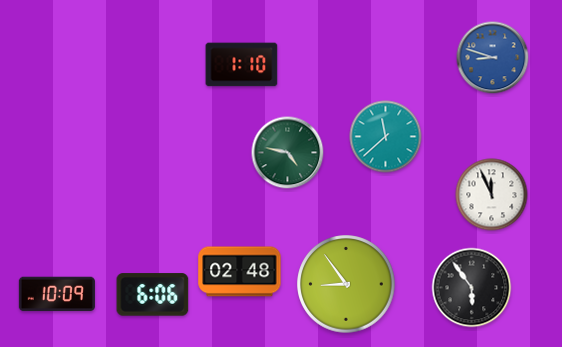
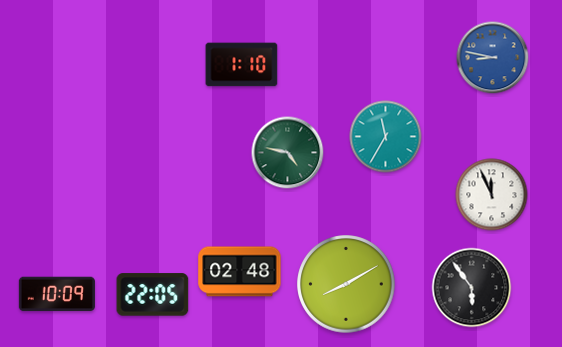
clock at (493, 58): 8:48 -> 8:47
clock at (386, 137): 11:38 -> 11:35
clock at (346, 284): 8:54 -> 8:10
clock at (153, 295): 6:06 -> 22:05
